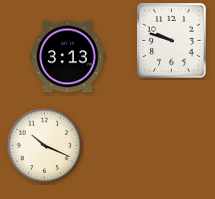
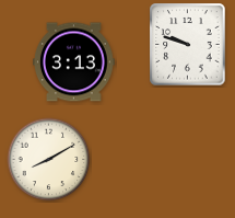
clock at (45, 146): 10:19 -> 8:10
